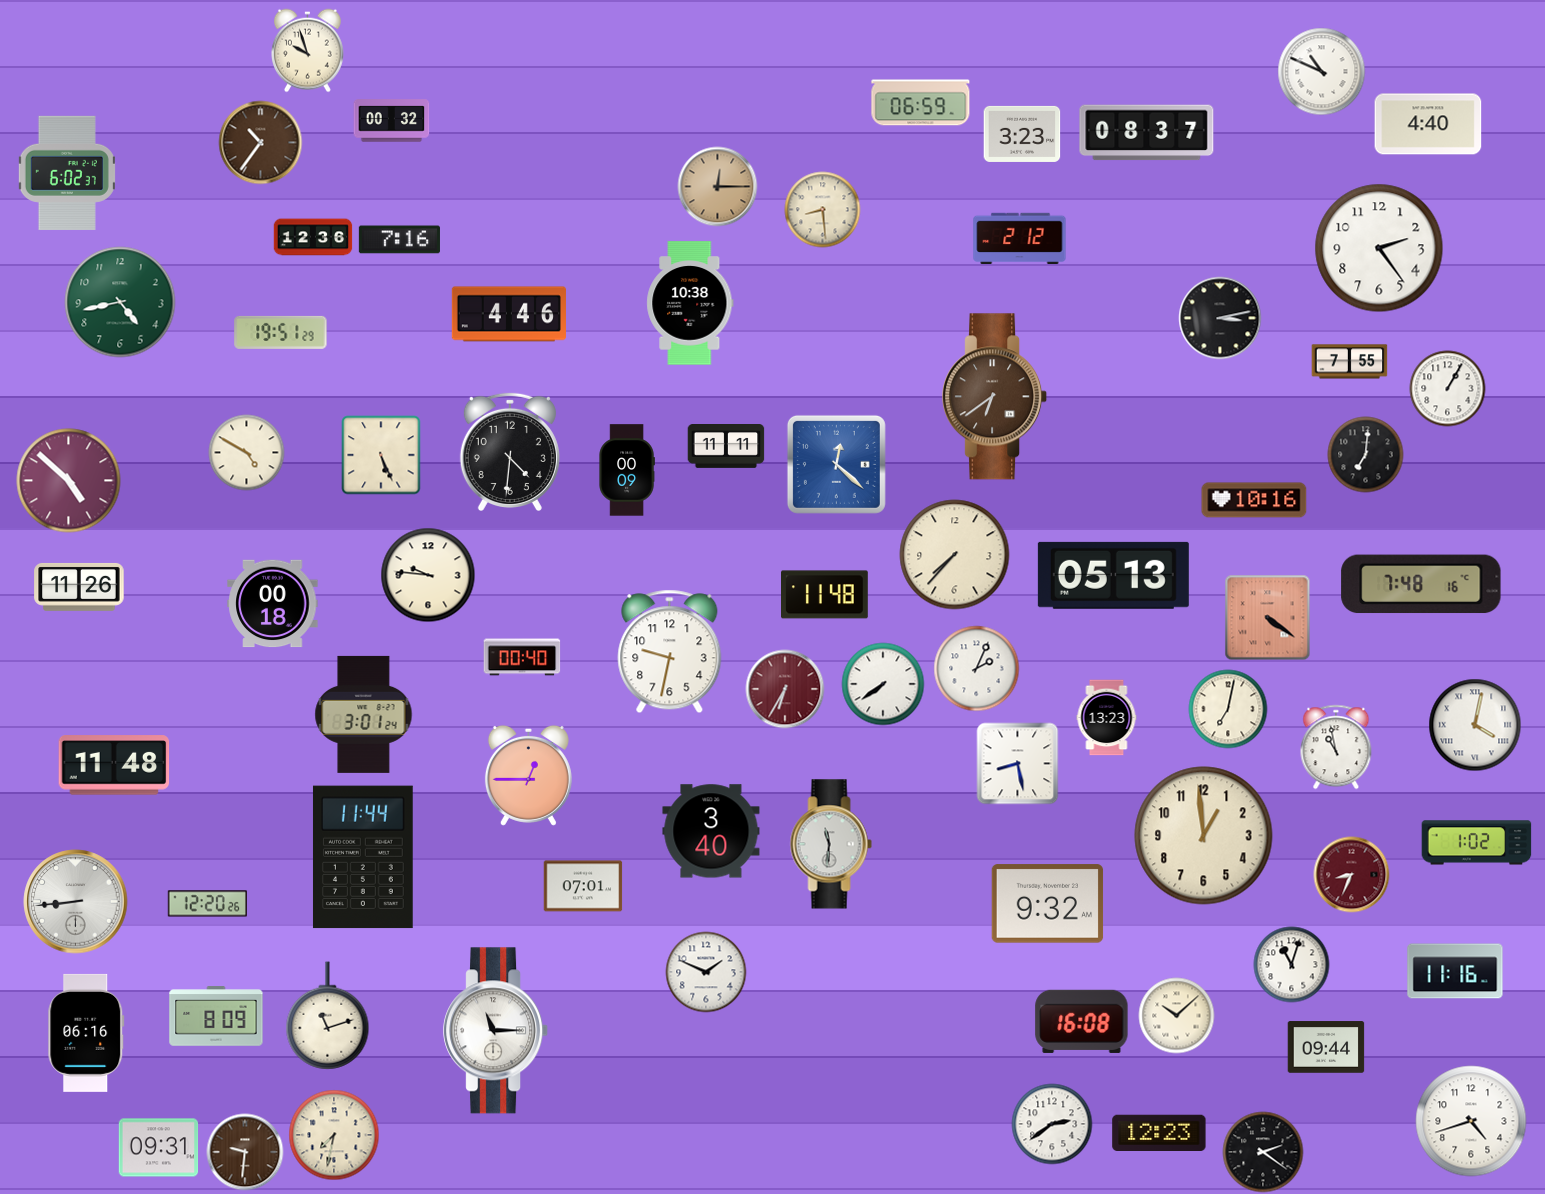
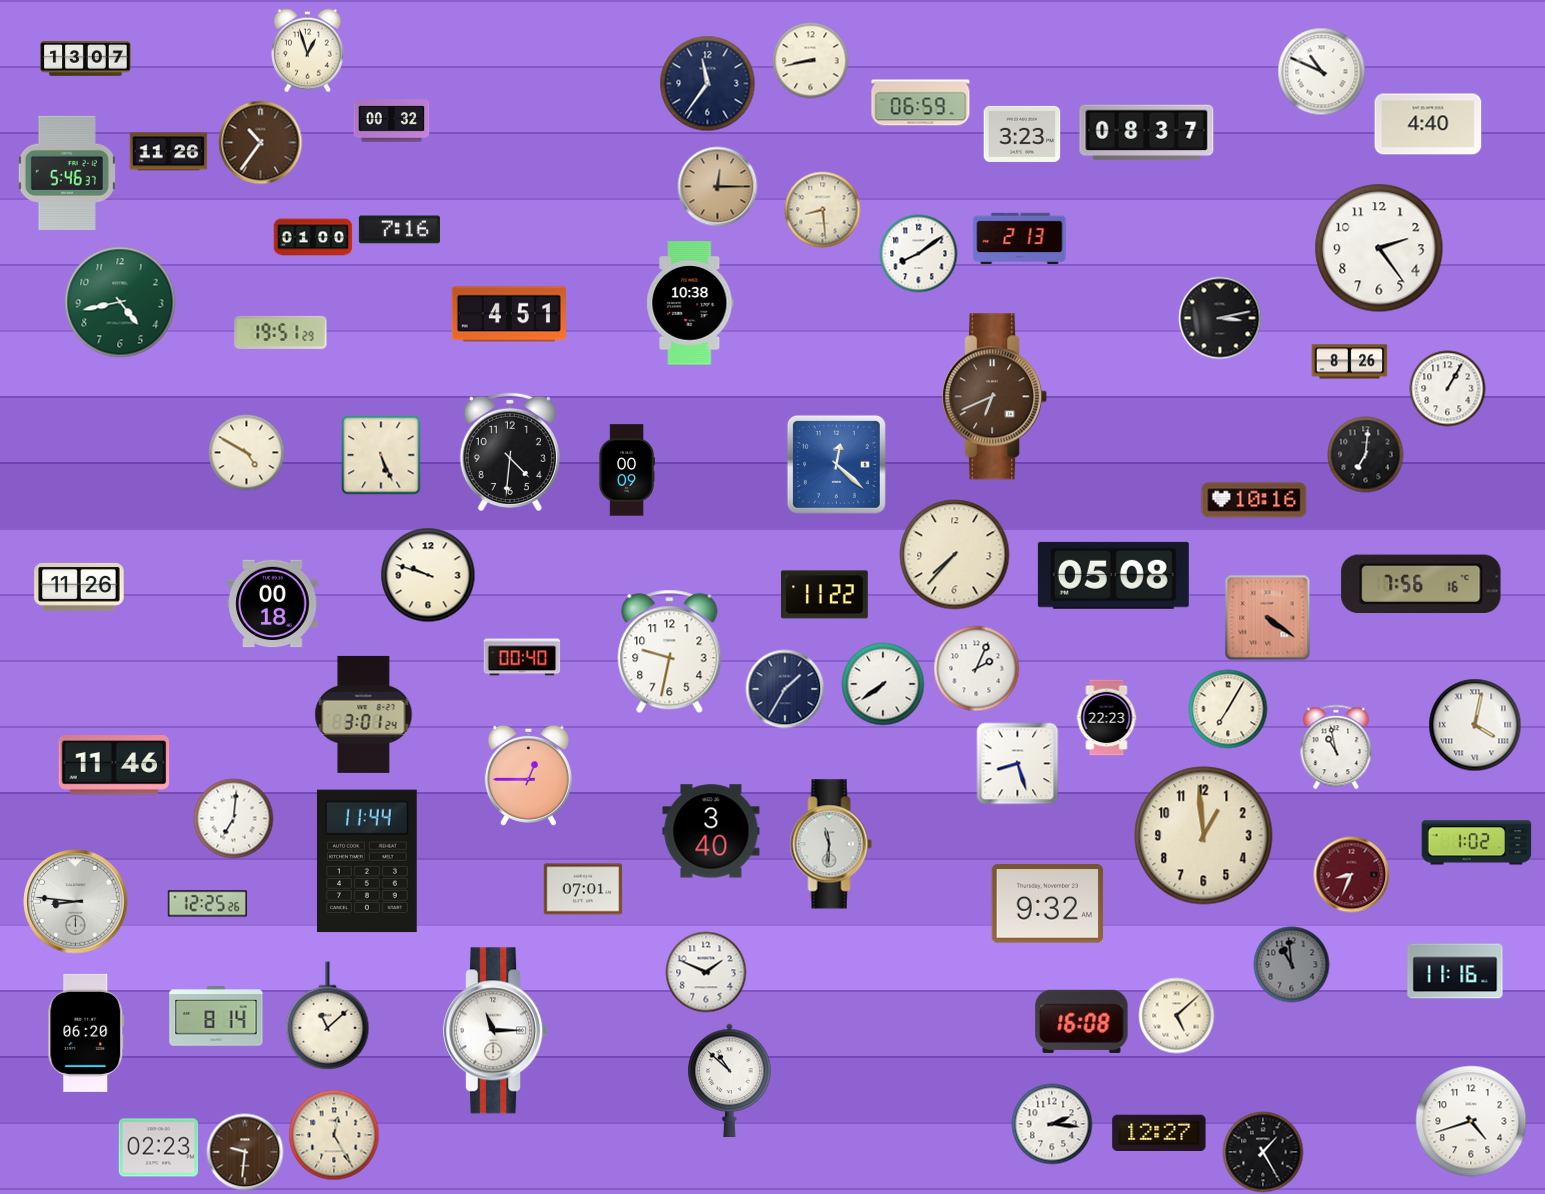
clock at (308, 51): 9:57 -> 12:57
clock at (86, 58): none -> 13:07
clock at (811, 61): none -> 8:43
clock at (708, 84): none -> 11:36
clock at (169, 152): none -> 11:26
clock at (67, 173): 6:02 -> 5:46
clock at (313, 237): 12:36 -> 01:00
clock at (1020, 239): 2:12 -> 2:13
clock at (399, 240) position: (399, 240) -> (399, 230)
clock at (919, 254): none -> 8:09
clock at (509, 314): 4:46 -> 4:51
clock at (1350, 362): 7:55 -> 8:26
clock at (995, 397): 6:39 -> 6:41
clock at (726, 447): 11:11 -> none
clock at (69, 481): 4:52 -> none
clock at (428, 575): 9:46 -> 9:48
clock at (1113, 575): 05:13 -> 05:08
clock at (1421, 584): 7:48 -> 7:56
clock at (825, 595): 11:48 -> 11:22
clock at (785, 689): 6:35 -> 1:35
clock at (785, 689) dial: burgundy -> navy
clock at (1228, 709): 7:02 -> 7:05
clock at (1107, 718): 13:23 -> 22:23
clock at (1018, 764): 8:28 -> 8:27
clock at (114, 765): 11:48 -> 11:46
clock at (234, 819): none -> 7:01
clock at (363, 857) position: (363, 857) -> (367, 861)
clock at (583, 886) position: (583, 886) -> (583, 889)
clock at (76, 902): 8:44 -> 8:46
clock at (208, 904): 12:20 -> 12:25
clock at (1292, 965): 11:03 -> 10:59
clock at (1292, 965) dial: white -> grey
clock at (216, 1016): 8:09 -> 8:14
clock at (328, 1016): 11:12 -> 11:08
clock at (1177, 1016): 10:08 -> 5:08
clock at (86, 1033): 06:16 -> 06:20
clock at (1326, 1047): 09:44 -> none
clock at (730, 1080): none -> 10:52
clock at (1052, 1124): 2:39 -> 2:16
clock at (1159, 1133): 12:23 -> 12:27
clock at (334, 1135): 7:32 -> 12:25
clock at (159, 1148): 09:31 -> 02:23
clock at (1263, 1152): 2:21 -> 1:25
